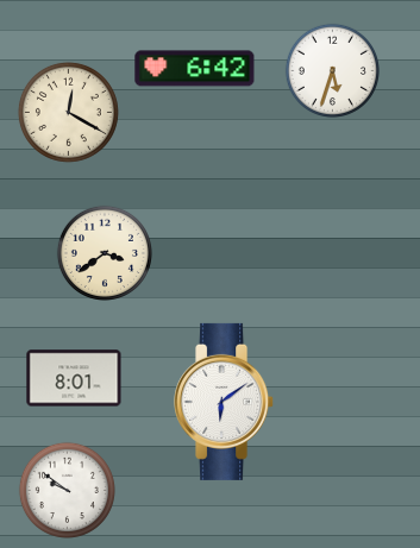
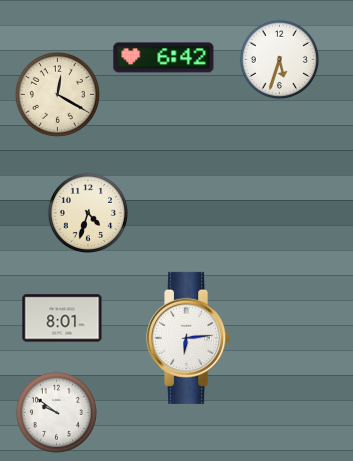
clock at (105, 253): 3:39 -> 4:33
clock at (225, 402): 6:09 -> 6:14
